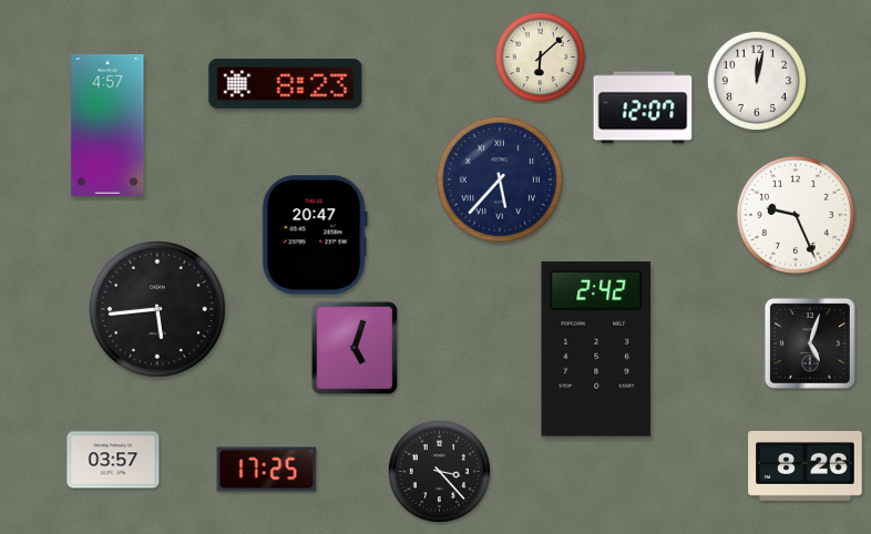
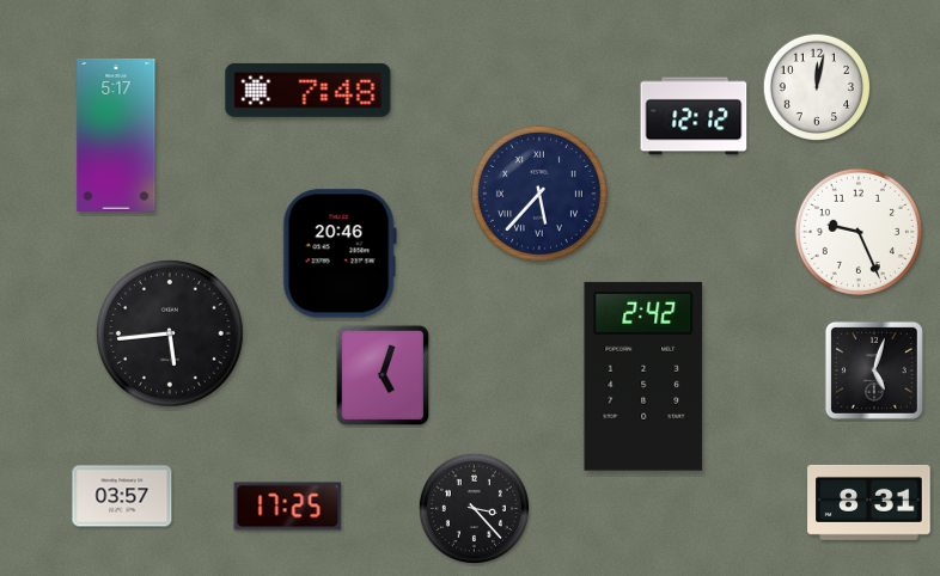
clock at (541, 58): 6:08 -> none
clock at (286, 83): 8:23 -> 7:48
clock at (643, 107): 12:07 -> 12:12
clock at (107, 125): 4:57 -> 5:17
clock at (315, 235): 20:47 -> 20:46
clock at (806, 465): 8:26 -> 8:31
